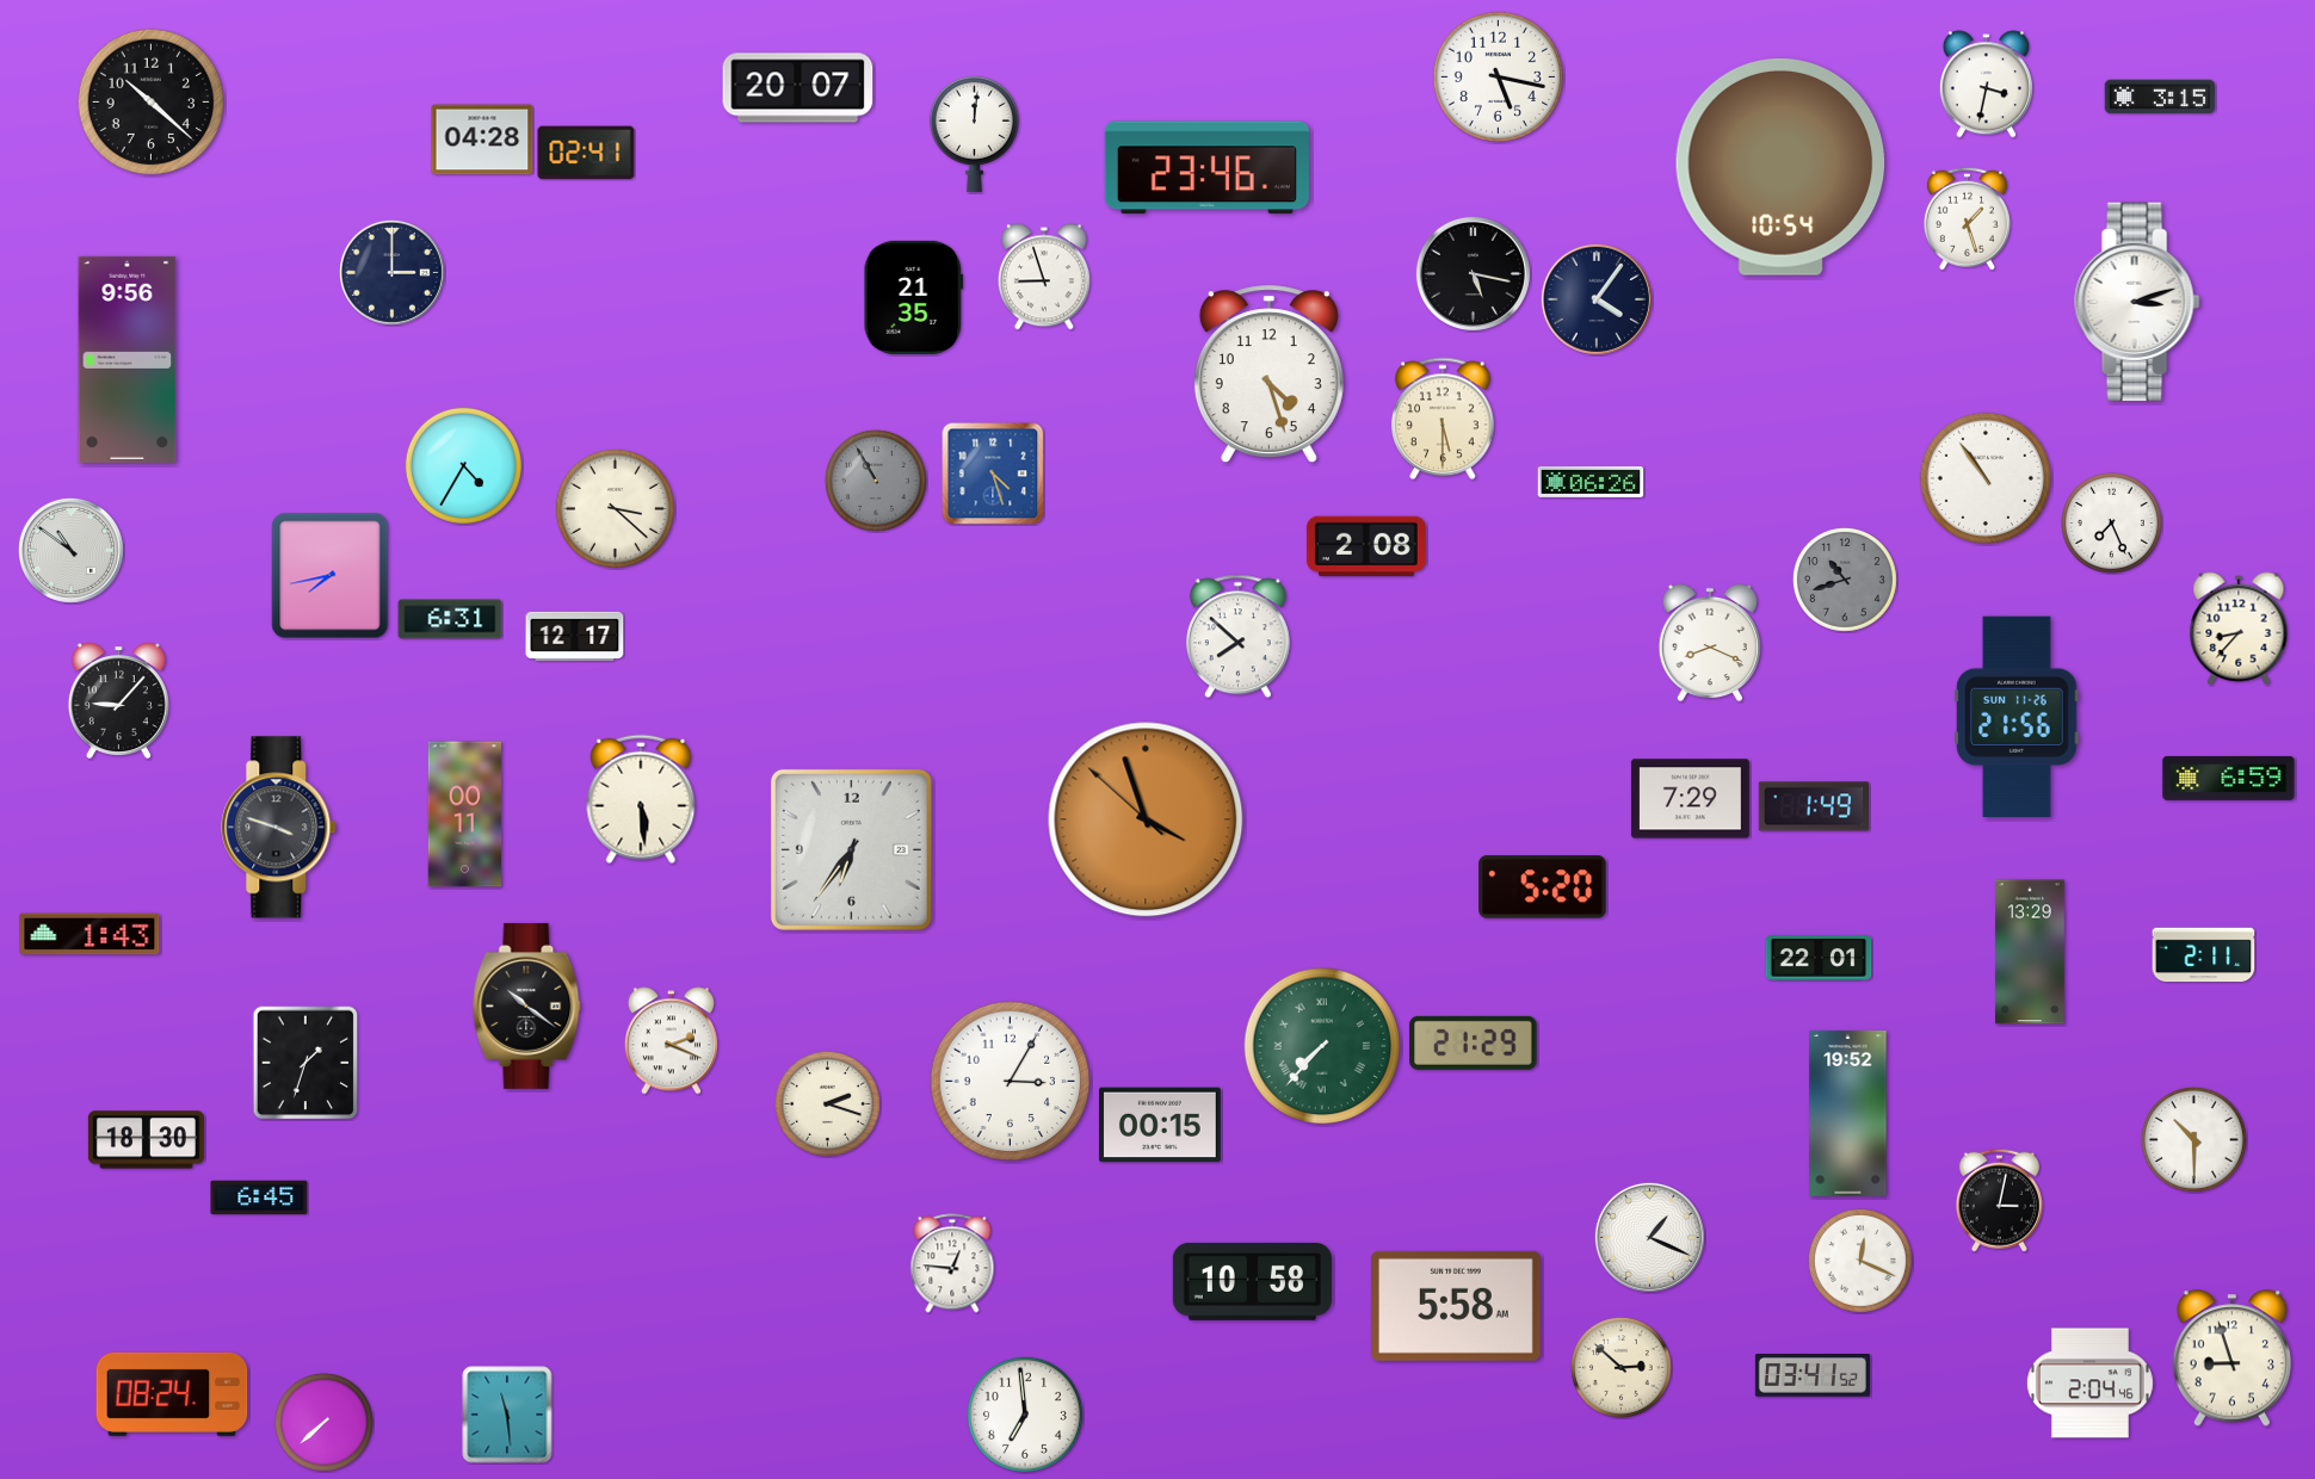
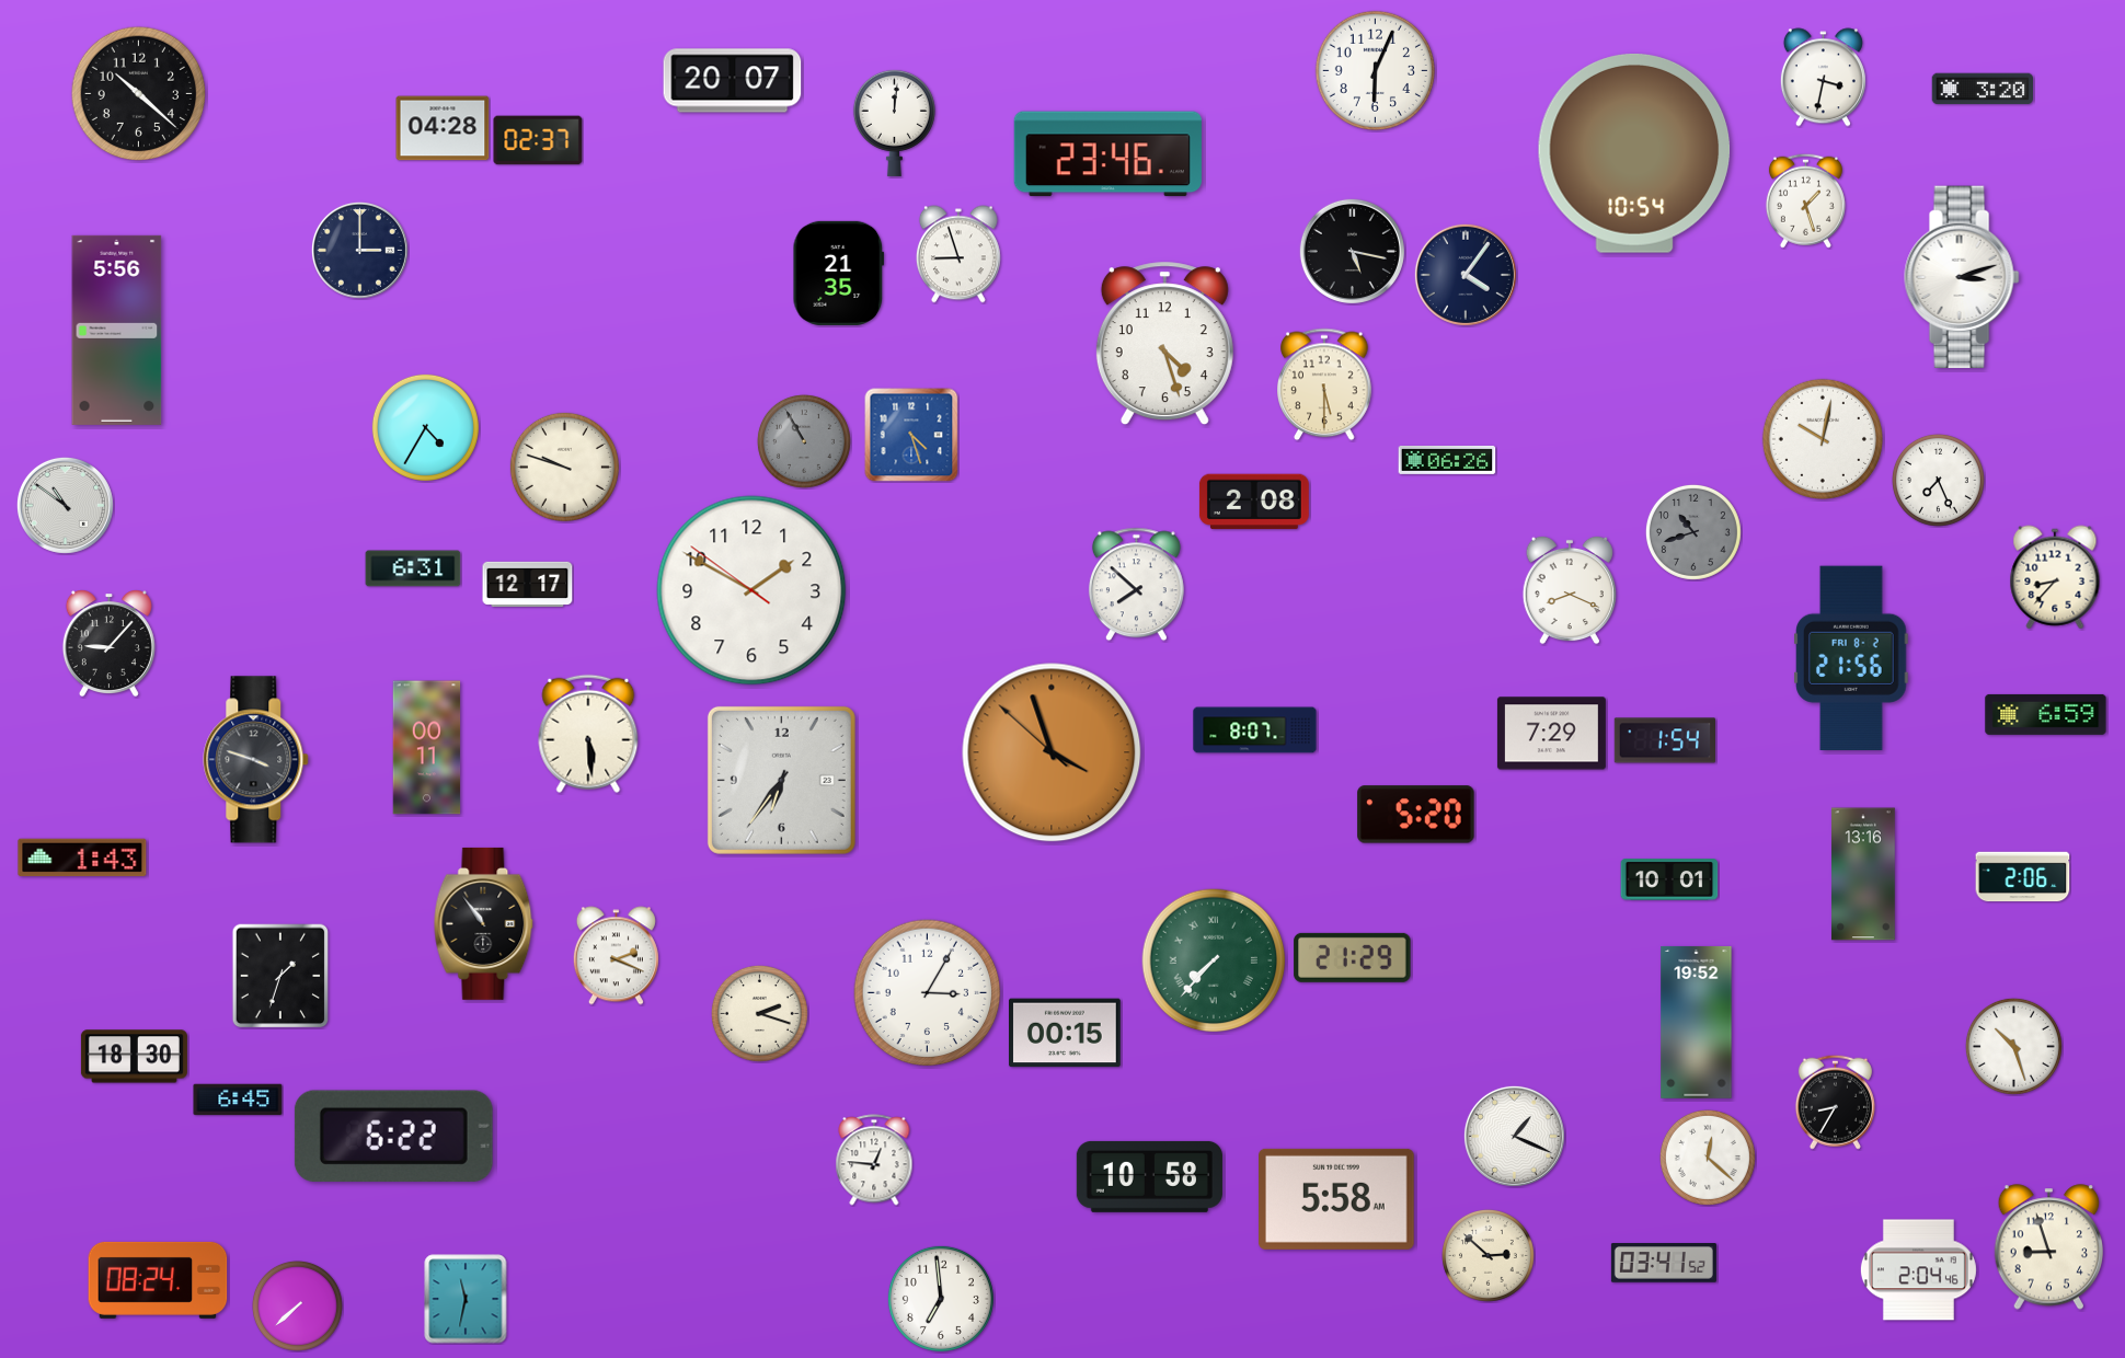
clock at (1498, 76): 5:17 -> 6:04
clock at (2159, 97): 3:15 -> 3:20
clock at (586, 153): 02:41 -> 02:37
clock at (128, 359): 9:56 -> 5:56
clock at (1986, 478): 10:54 -> 10:02
clock at (1591, 482) position: (1591, 482) -> (1447, 460)
clock at (615, 508): 3:22 -> 9:48
clock at (331, 576): 7:43 -> none
clock at (751, 590): none -> 1:49
clock at (2017, 716) date: SUN 11-26 -> FRI 8-2
clock at (1255, 730): none -> 8:07
clock at (1813, 806): 1:49 -> 1:54
clock at (2031, 952): 13:29 -> 13:16
clock at (2204, 955): 2:11 -> 2:06
clock at (1819, 958): 22:01 -> 10:01
clock at (527, 1005): 10:21 -> 10:54
clock at (2193, 1139): 10:30 -> 10:27
clock at (146, 1140) position: (146, 1140) -> (134, 1057)
clock at (1999, 1200): 3:02 -> 8:35
clock at (393, 1136): none -> 6:22
clock at (1860, 1261): 12:19 -> 12:22
clock at (507, 1415): 11:29 -> 11:32
